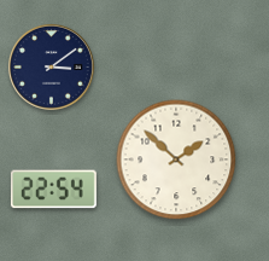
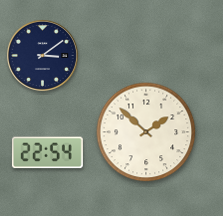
clock at (53, 190) position: (53, 190) -> (47, 153)
